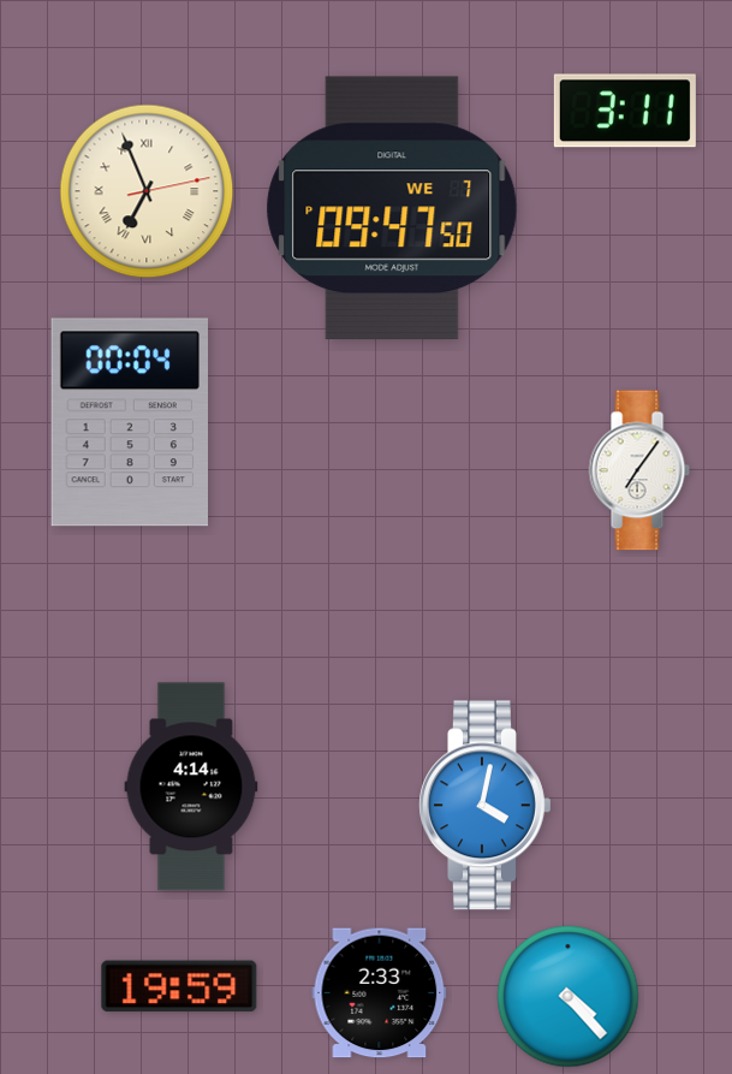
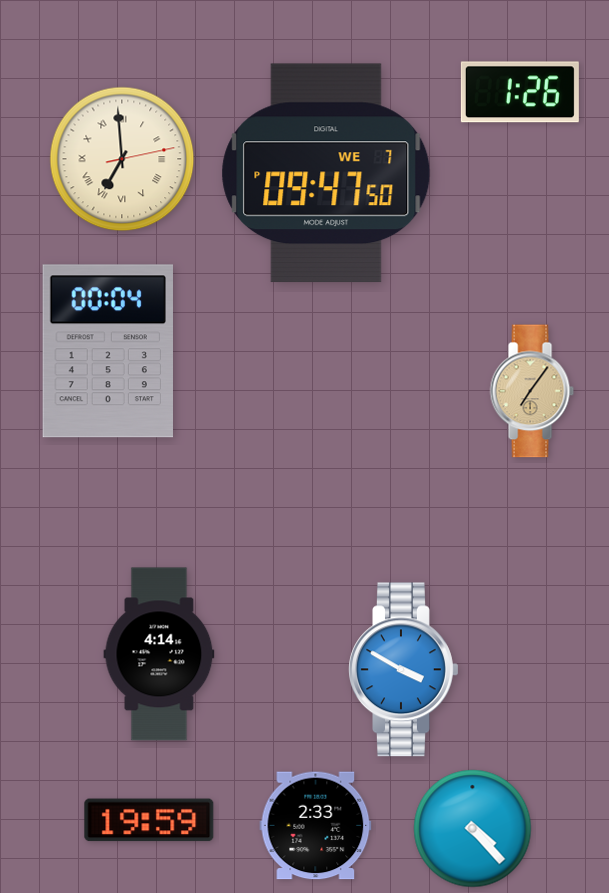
clock at (625, 111): 3:11 -> 1:26
clock at (147, 191): 6:56 -> 6:59
clock at (639, 470) dial: white -> champagne
clock at (486, 806): 4:02 -> 3:50
